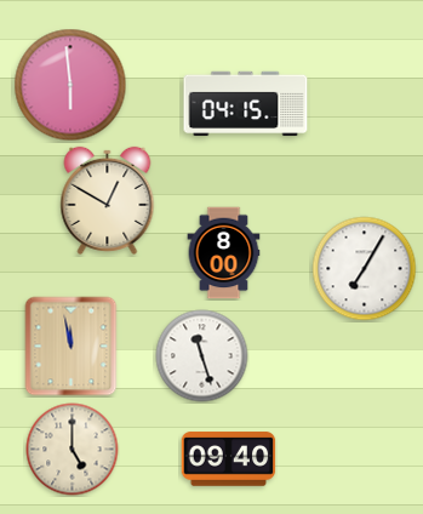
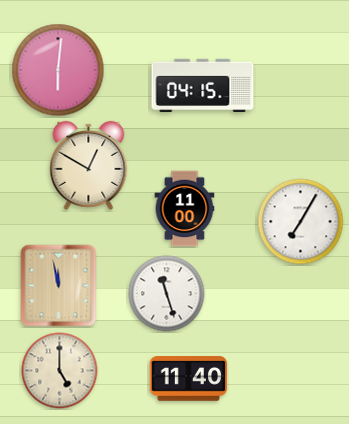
clock at (70, 85): 5:59 -> 6:01
clock at (224, 253): 8:00 -> 11:00
clock at (229, 459): 09:40 -> 11:40
